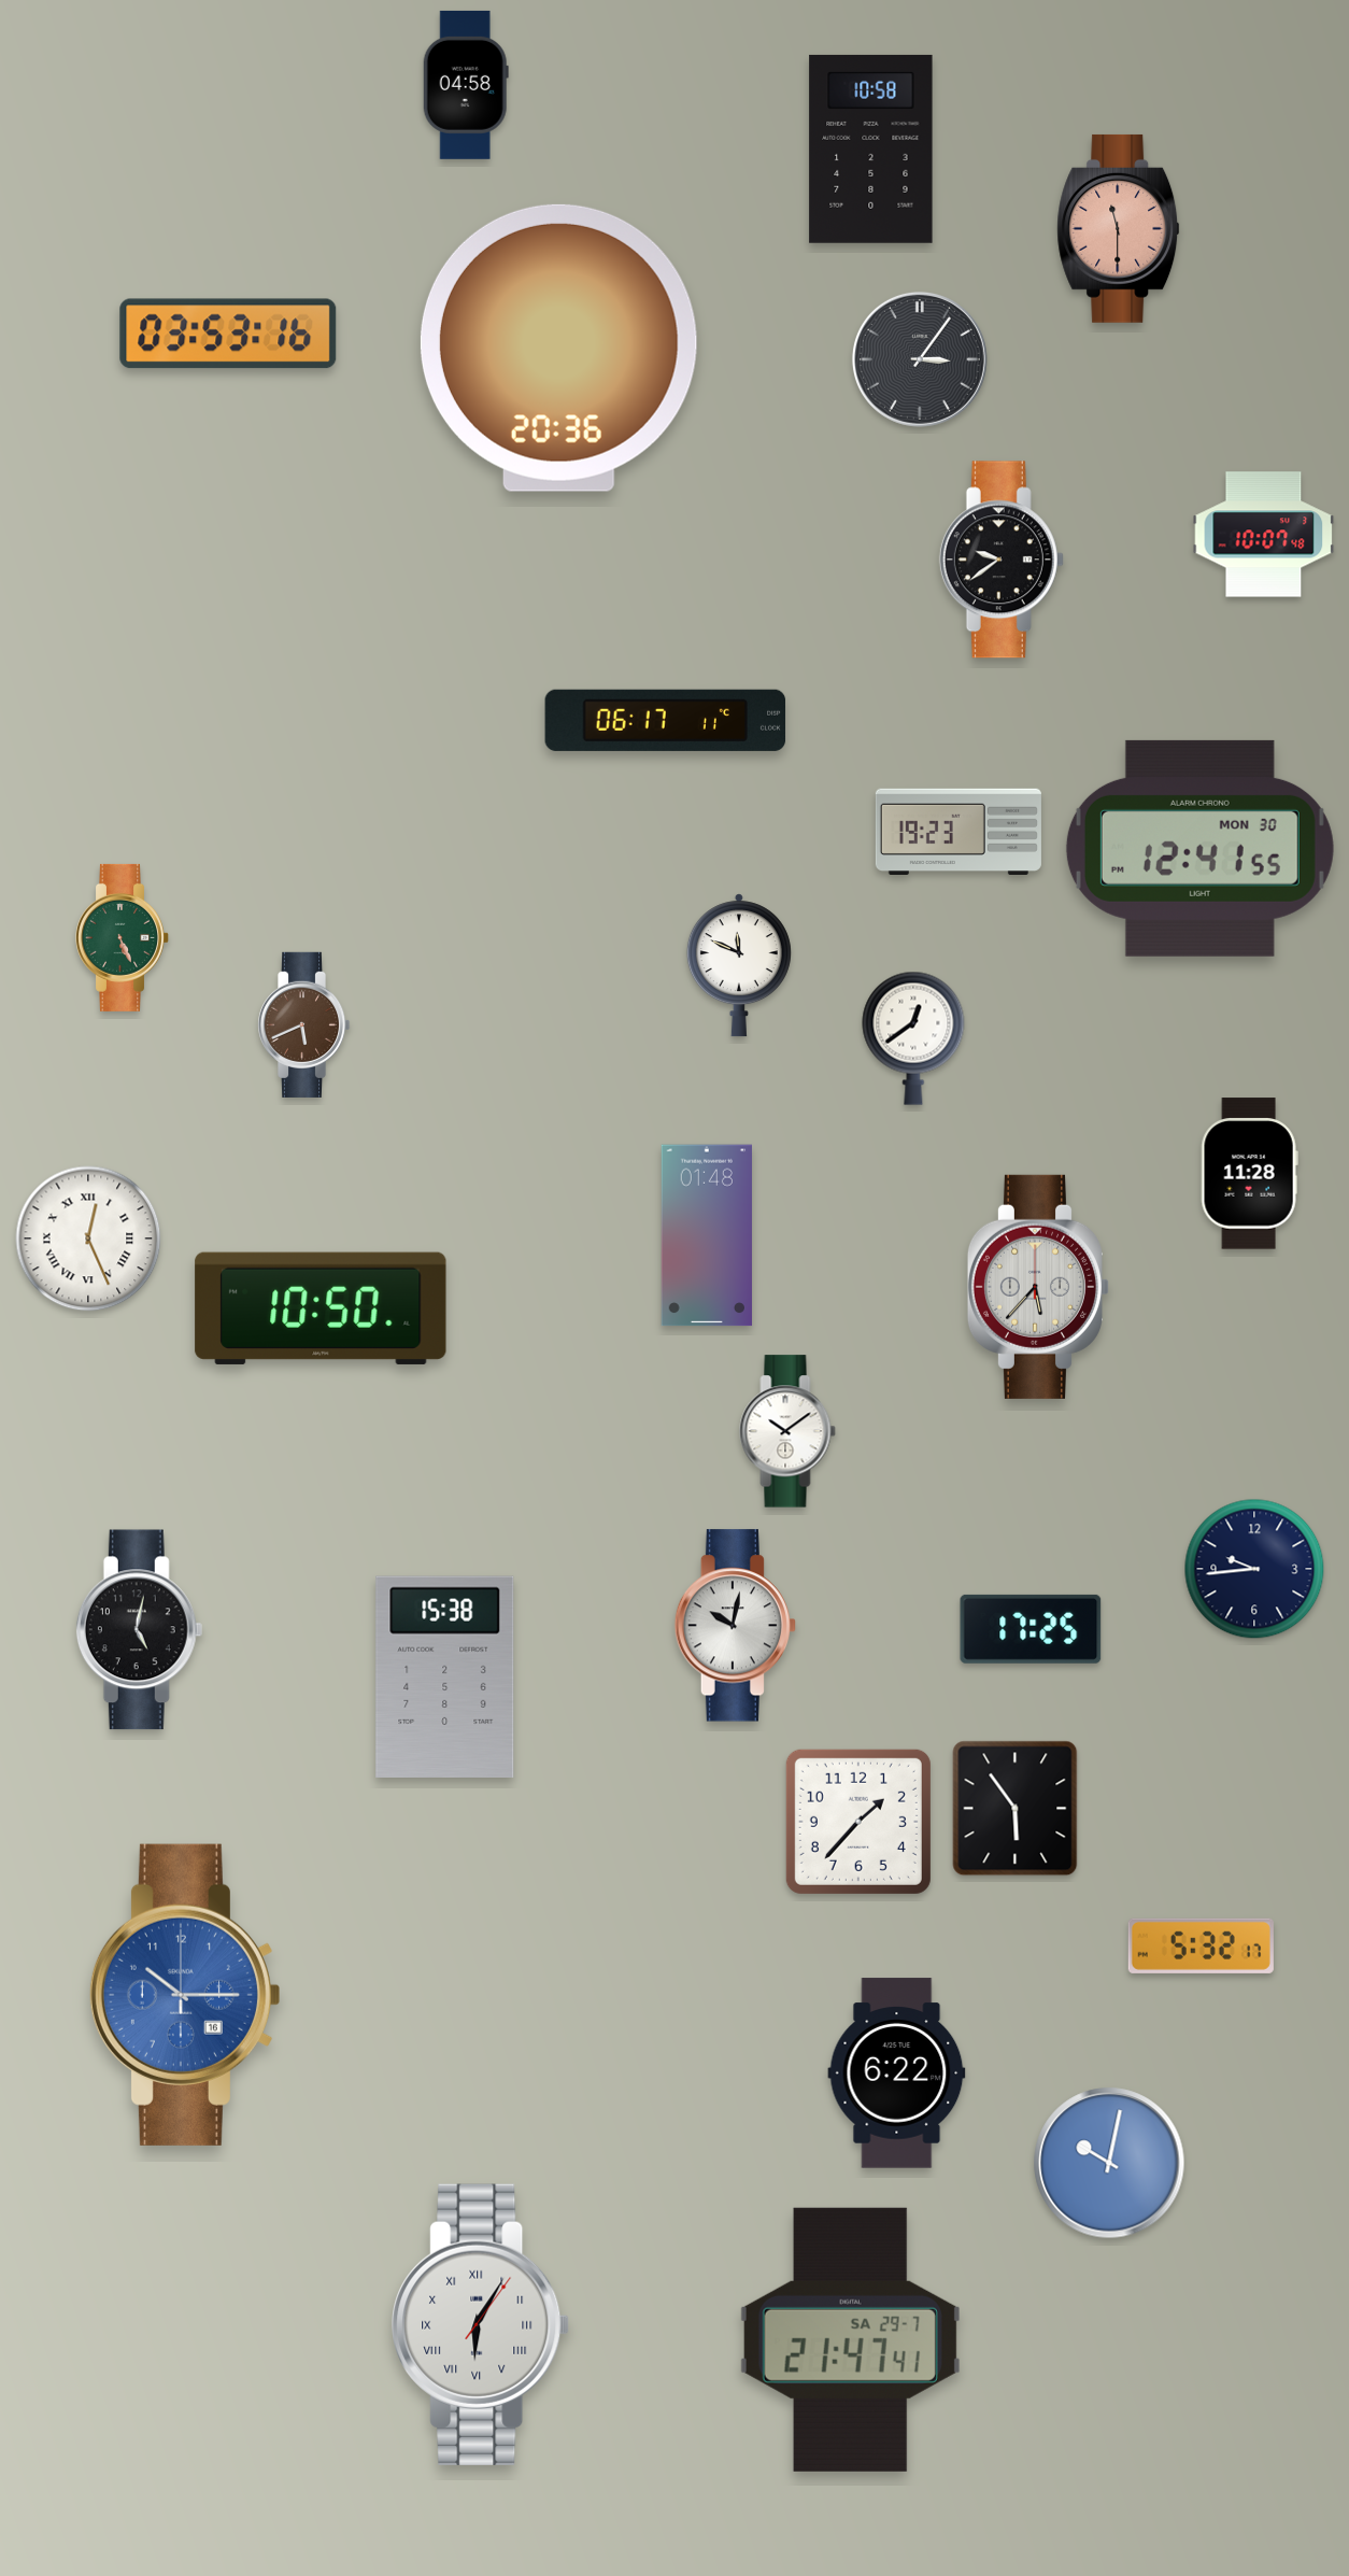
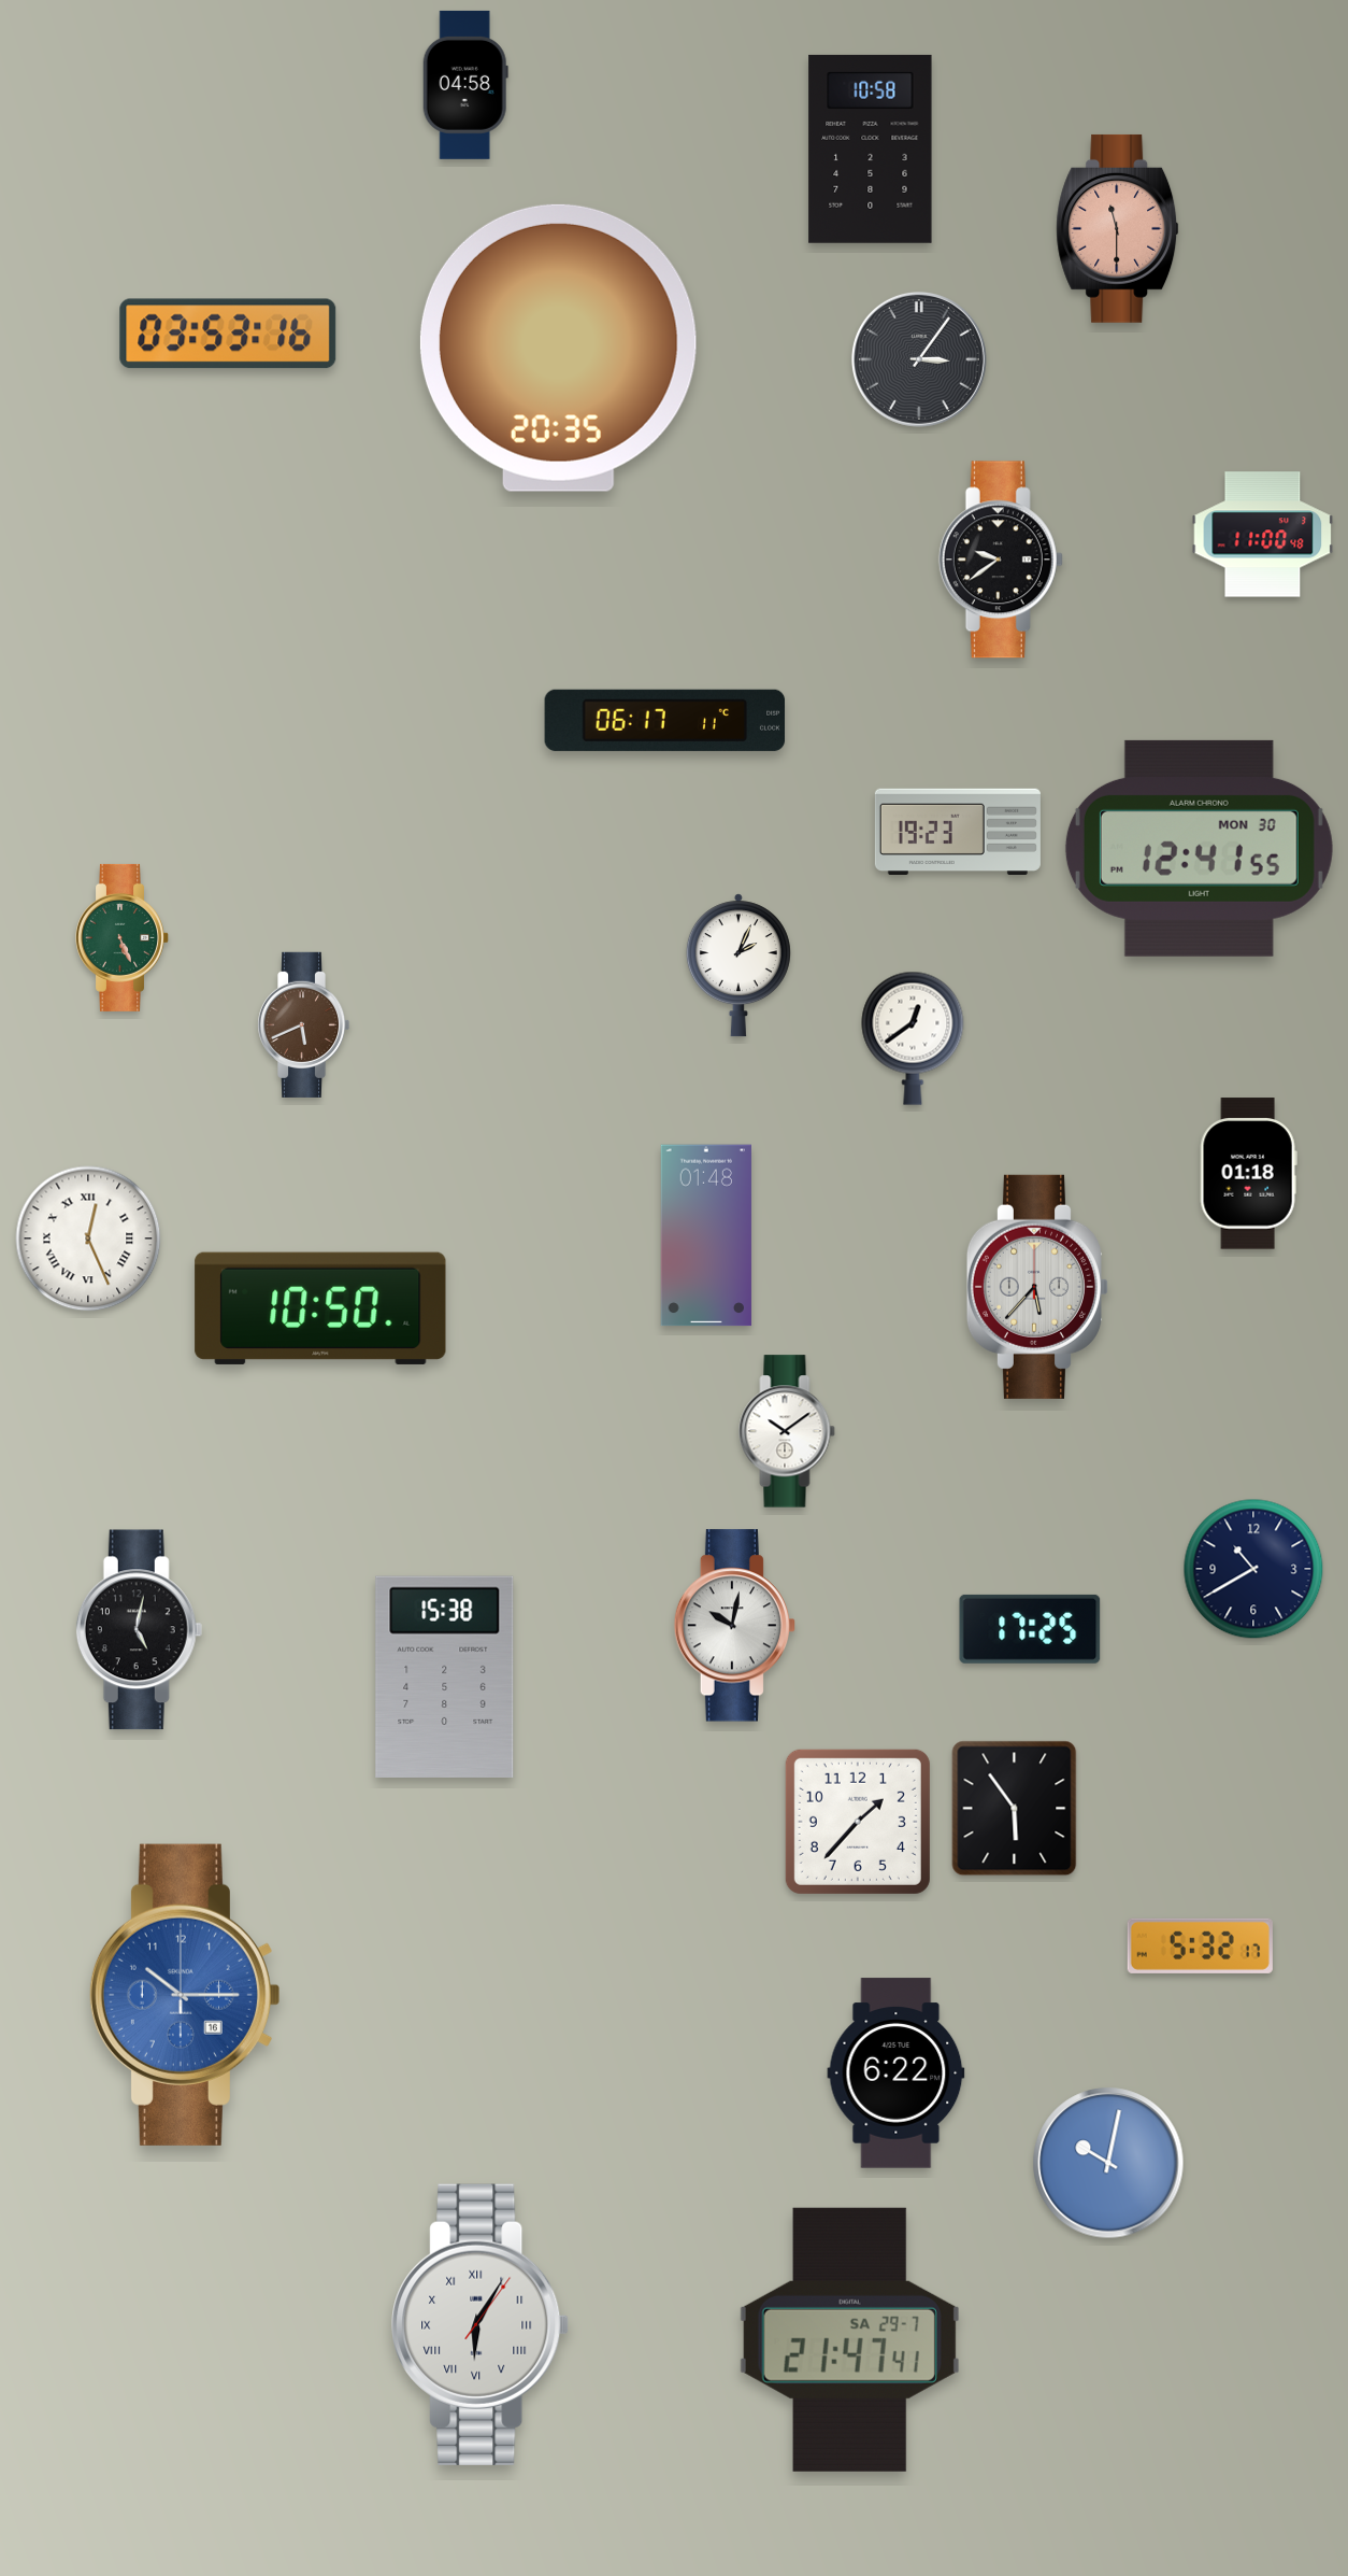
clock at (558, 348): 20:36 -> 20:35
clock at (1264, 535): 10:07 -> 11:00
clock at (739, 965): 11:49 -> 2:04
clock at (1249, 1174): 11:28 -> 01:18
clock at (1254, 1569): 9:44 -> 10:40
